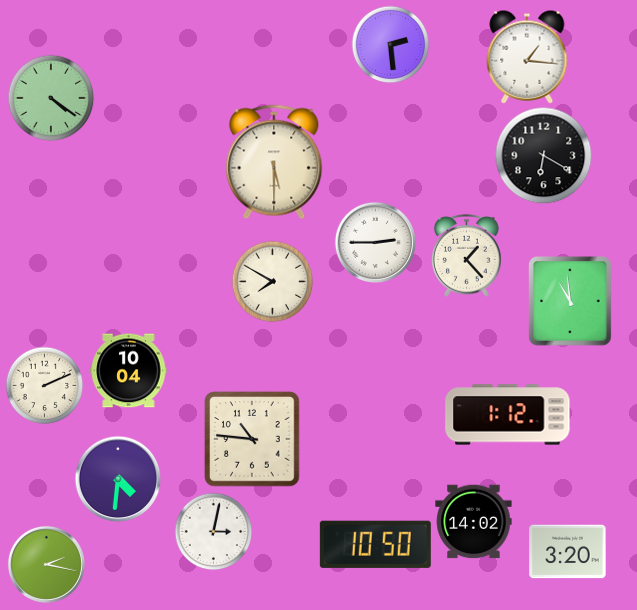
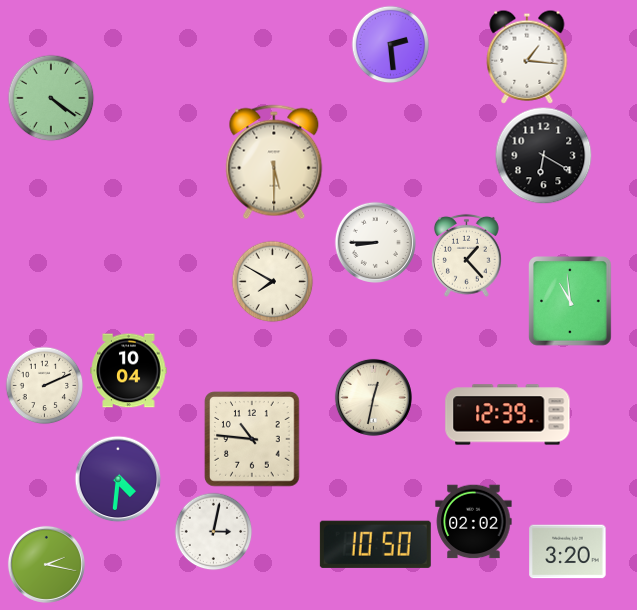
clock at (375, 242): 2:45 -> 8:45
clock at (373, 397): none -> 12:32
clock at (508, 415): 1:12 -> 12:39
clock at (474, 522): 14:02 -> 02:02
